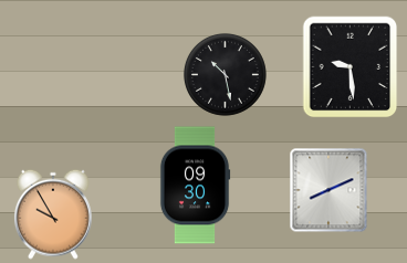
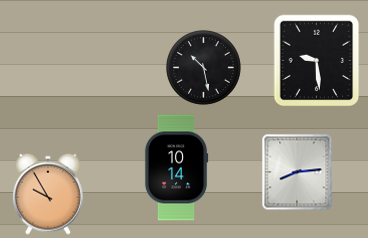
clock at (195, 186): 09:30 -> 10:14
clock at (328, 190): 8:11 -> 8:14
